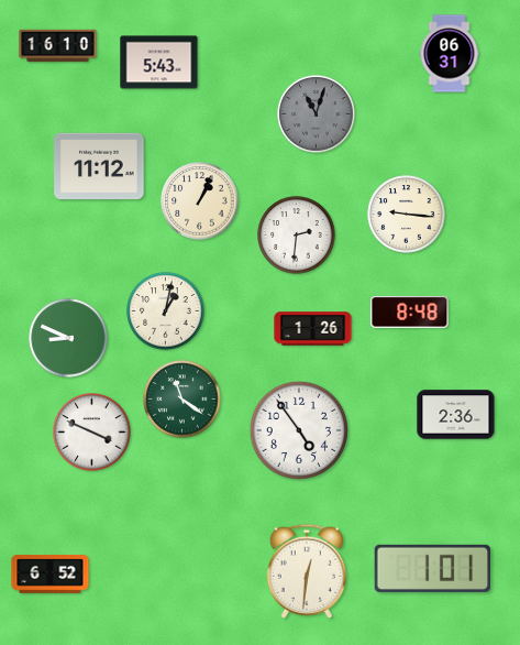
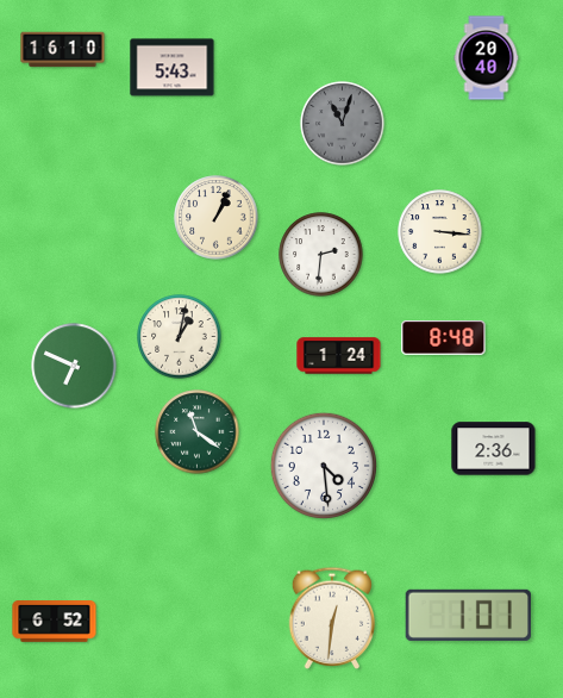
clock at (450, 54): 06:31 -> 20:40
clock at (99, 166): 11:12 -> none
clock at (407, 215): 9:16 -> 3:16
clock at (313, 329): 1:26 -> 1:24
clock at (68, 338): 8:49 -> 6:49
clock at (299, 430): 4:54 -> 4:29
clock at (92, 433): 3:49 -> none
